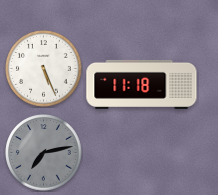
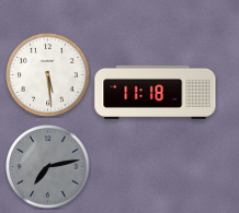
clock at (44, 69): 5:26 -> 5:29
